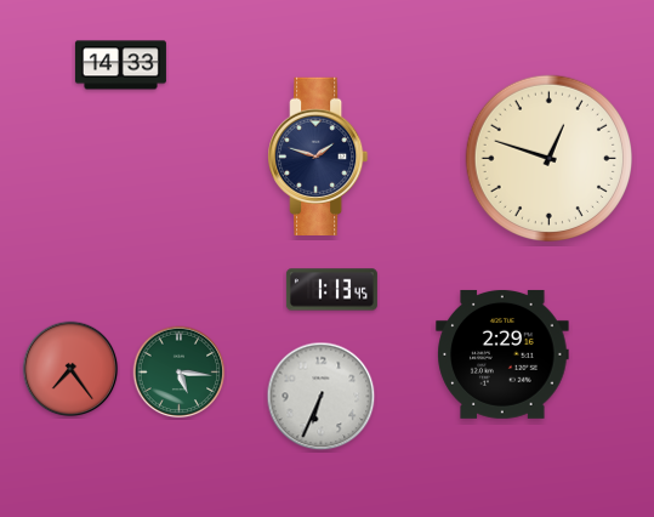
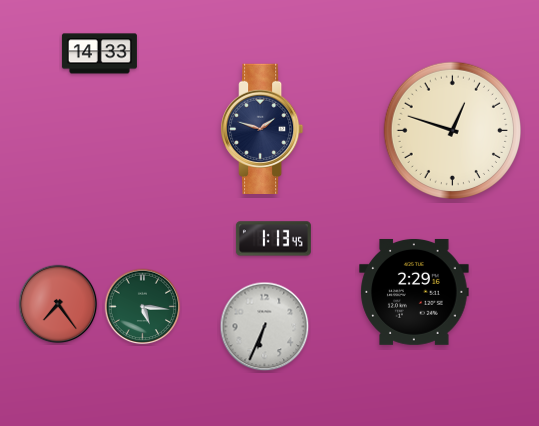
clock at (180, 373) position: (180, 373) -> (143, 307)
